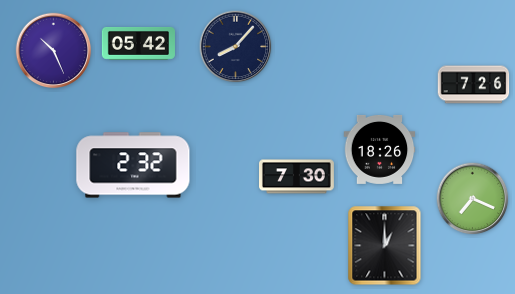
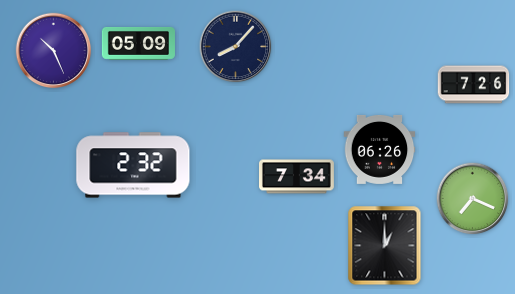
clock at (138, 43): 05:42 -> 05:09
clock at (380, 149): 18:26 -> 06:26
clock at (297, 177): 7:30 -> 7:34
